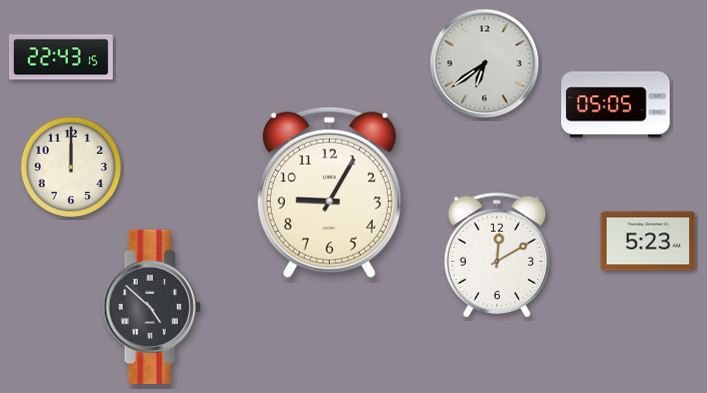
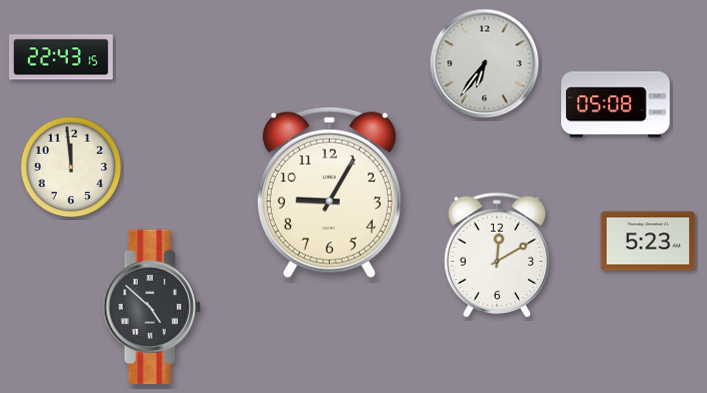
clock at (485, 64): 6:39 -> 6:36
clock at (616, 105): 05:05 -> 05:08
clock at (71, 167): 12:00 -> 11:59
